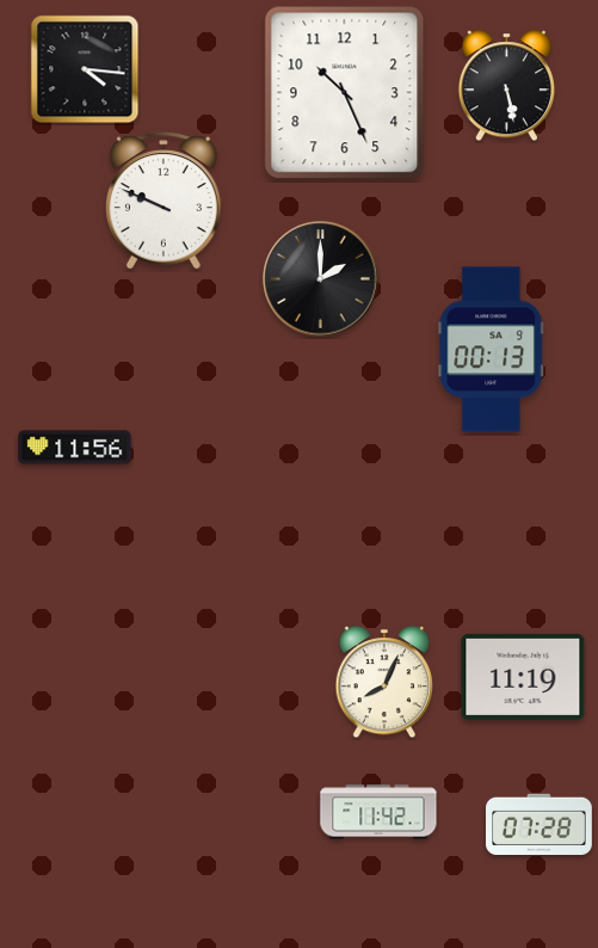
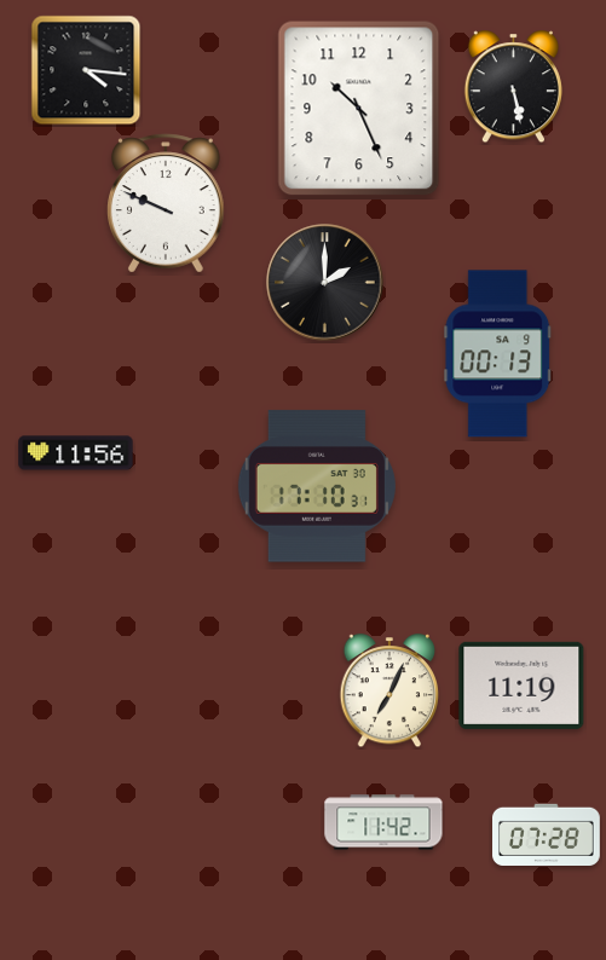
clock at (345, 93) position: (345, 93) -> (359, 109)
clock at (317, 486): none -> 17:10
clock at (523, 677) position: (523, 677) -> (521, 686)
clock at (384, 683): 8:04 -> 7:04
